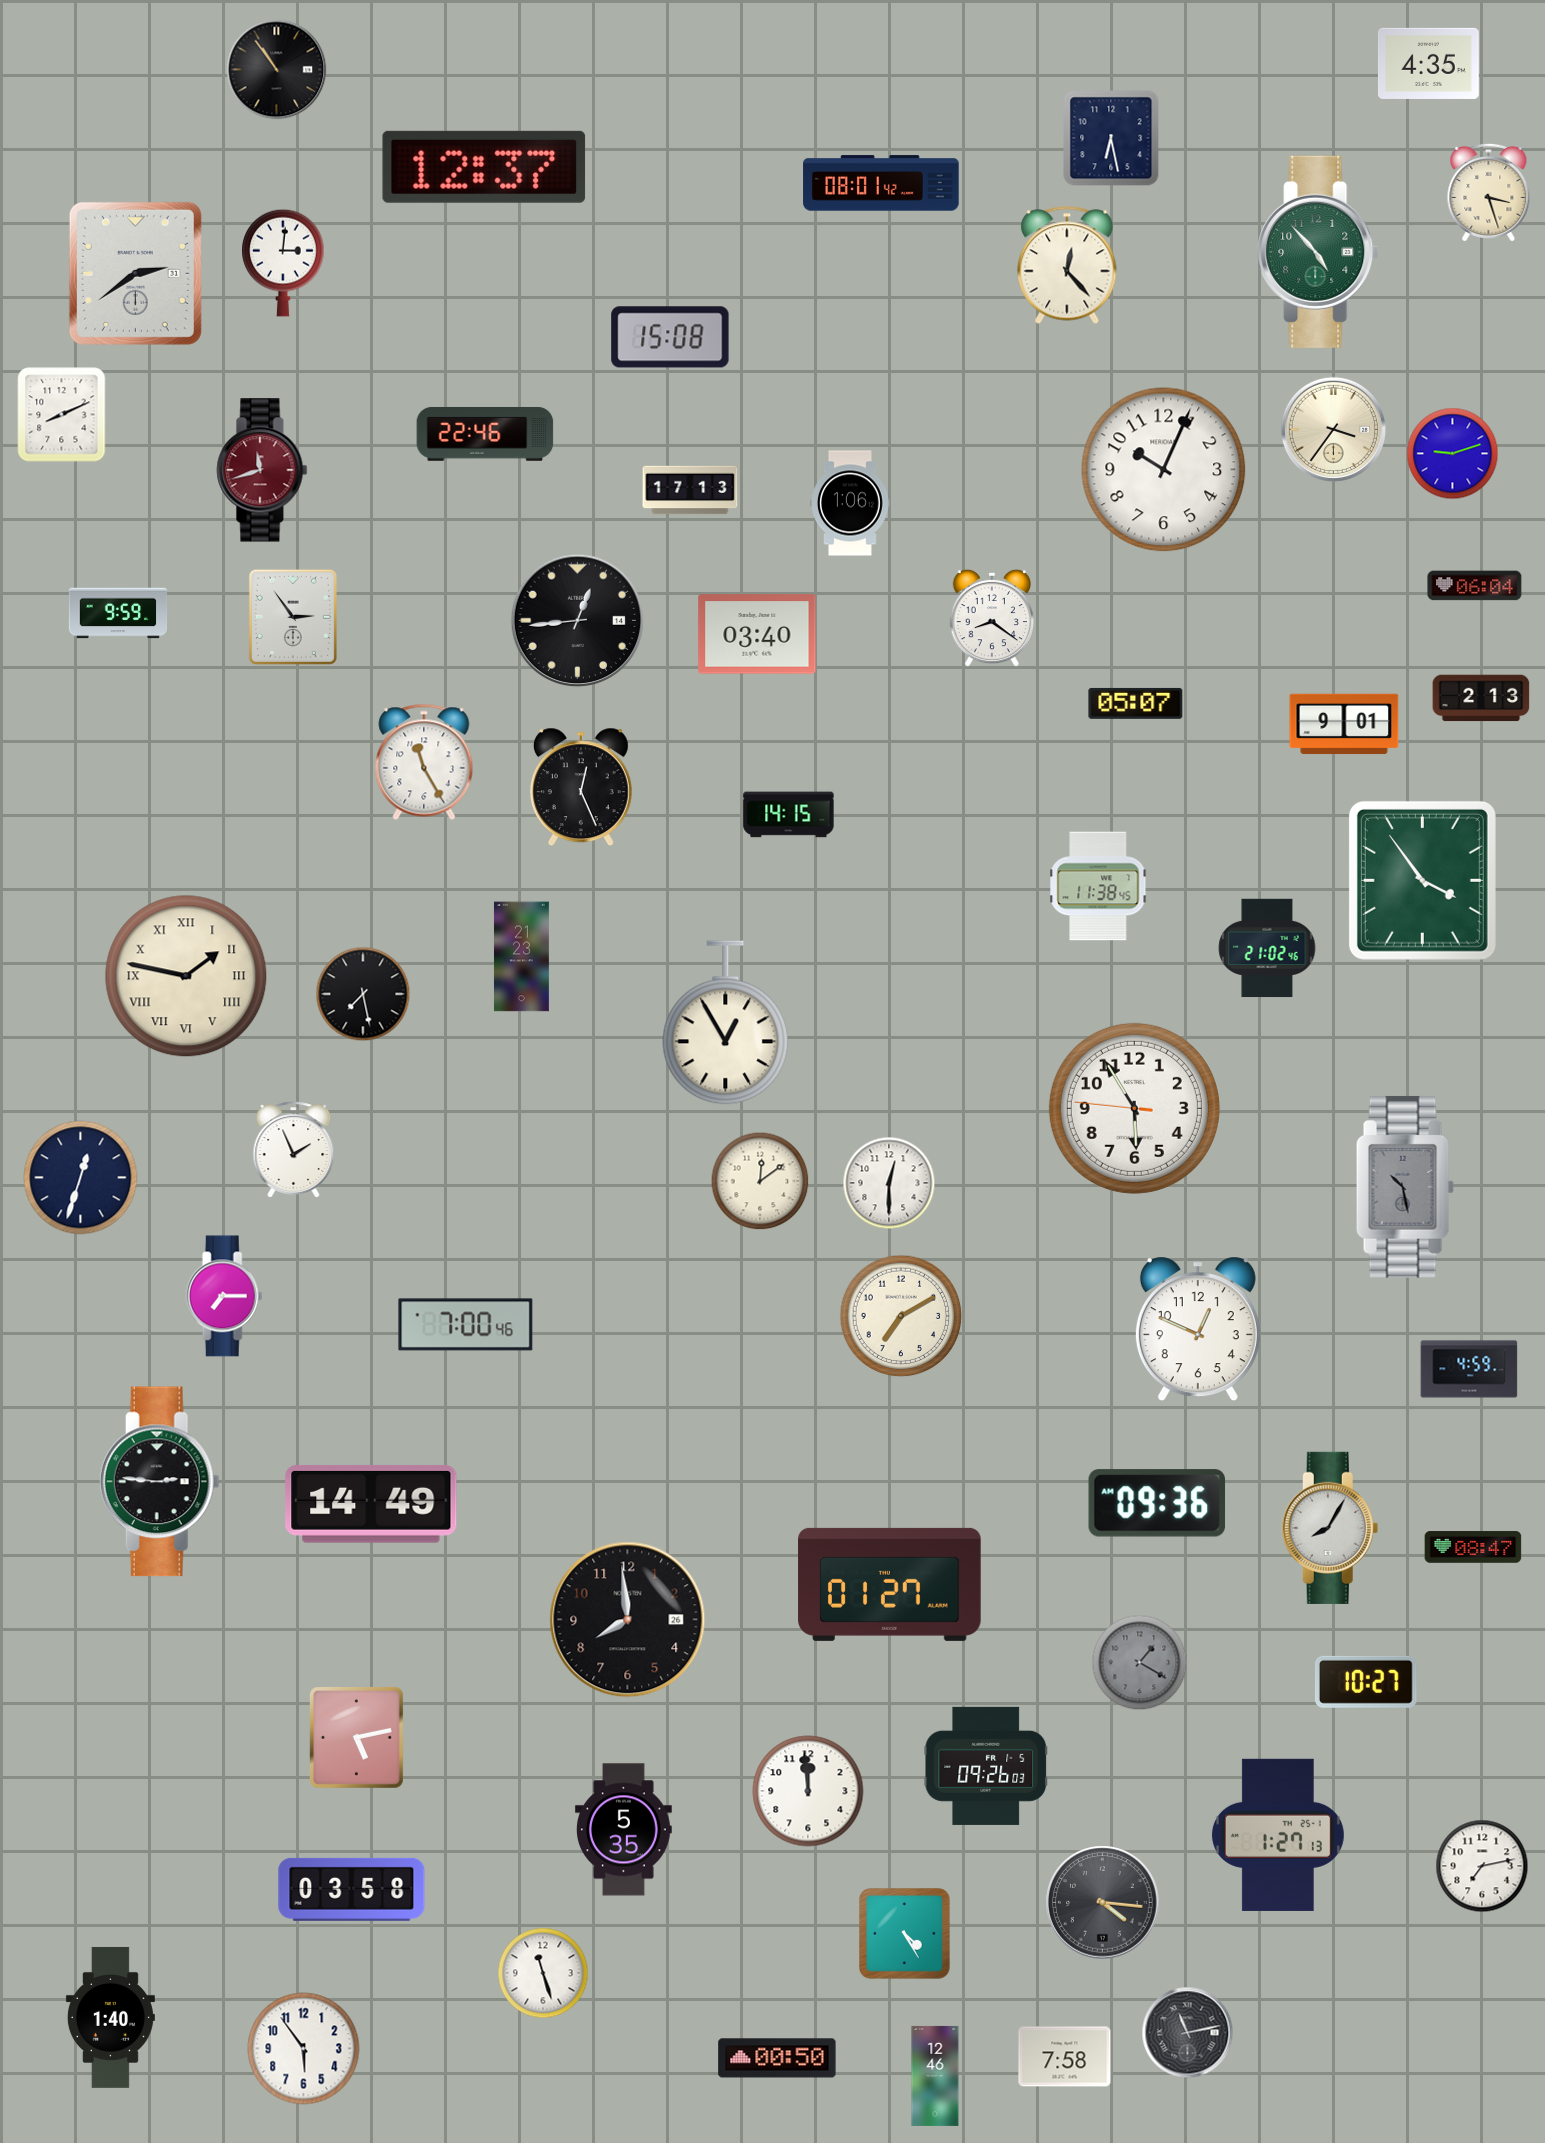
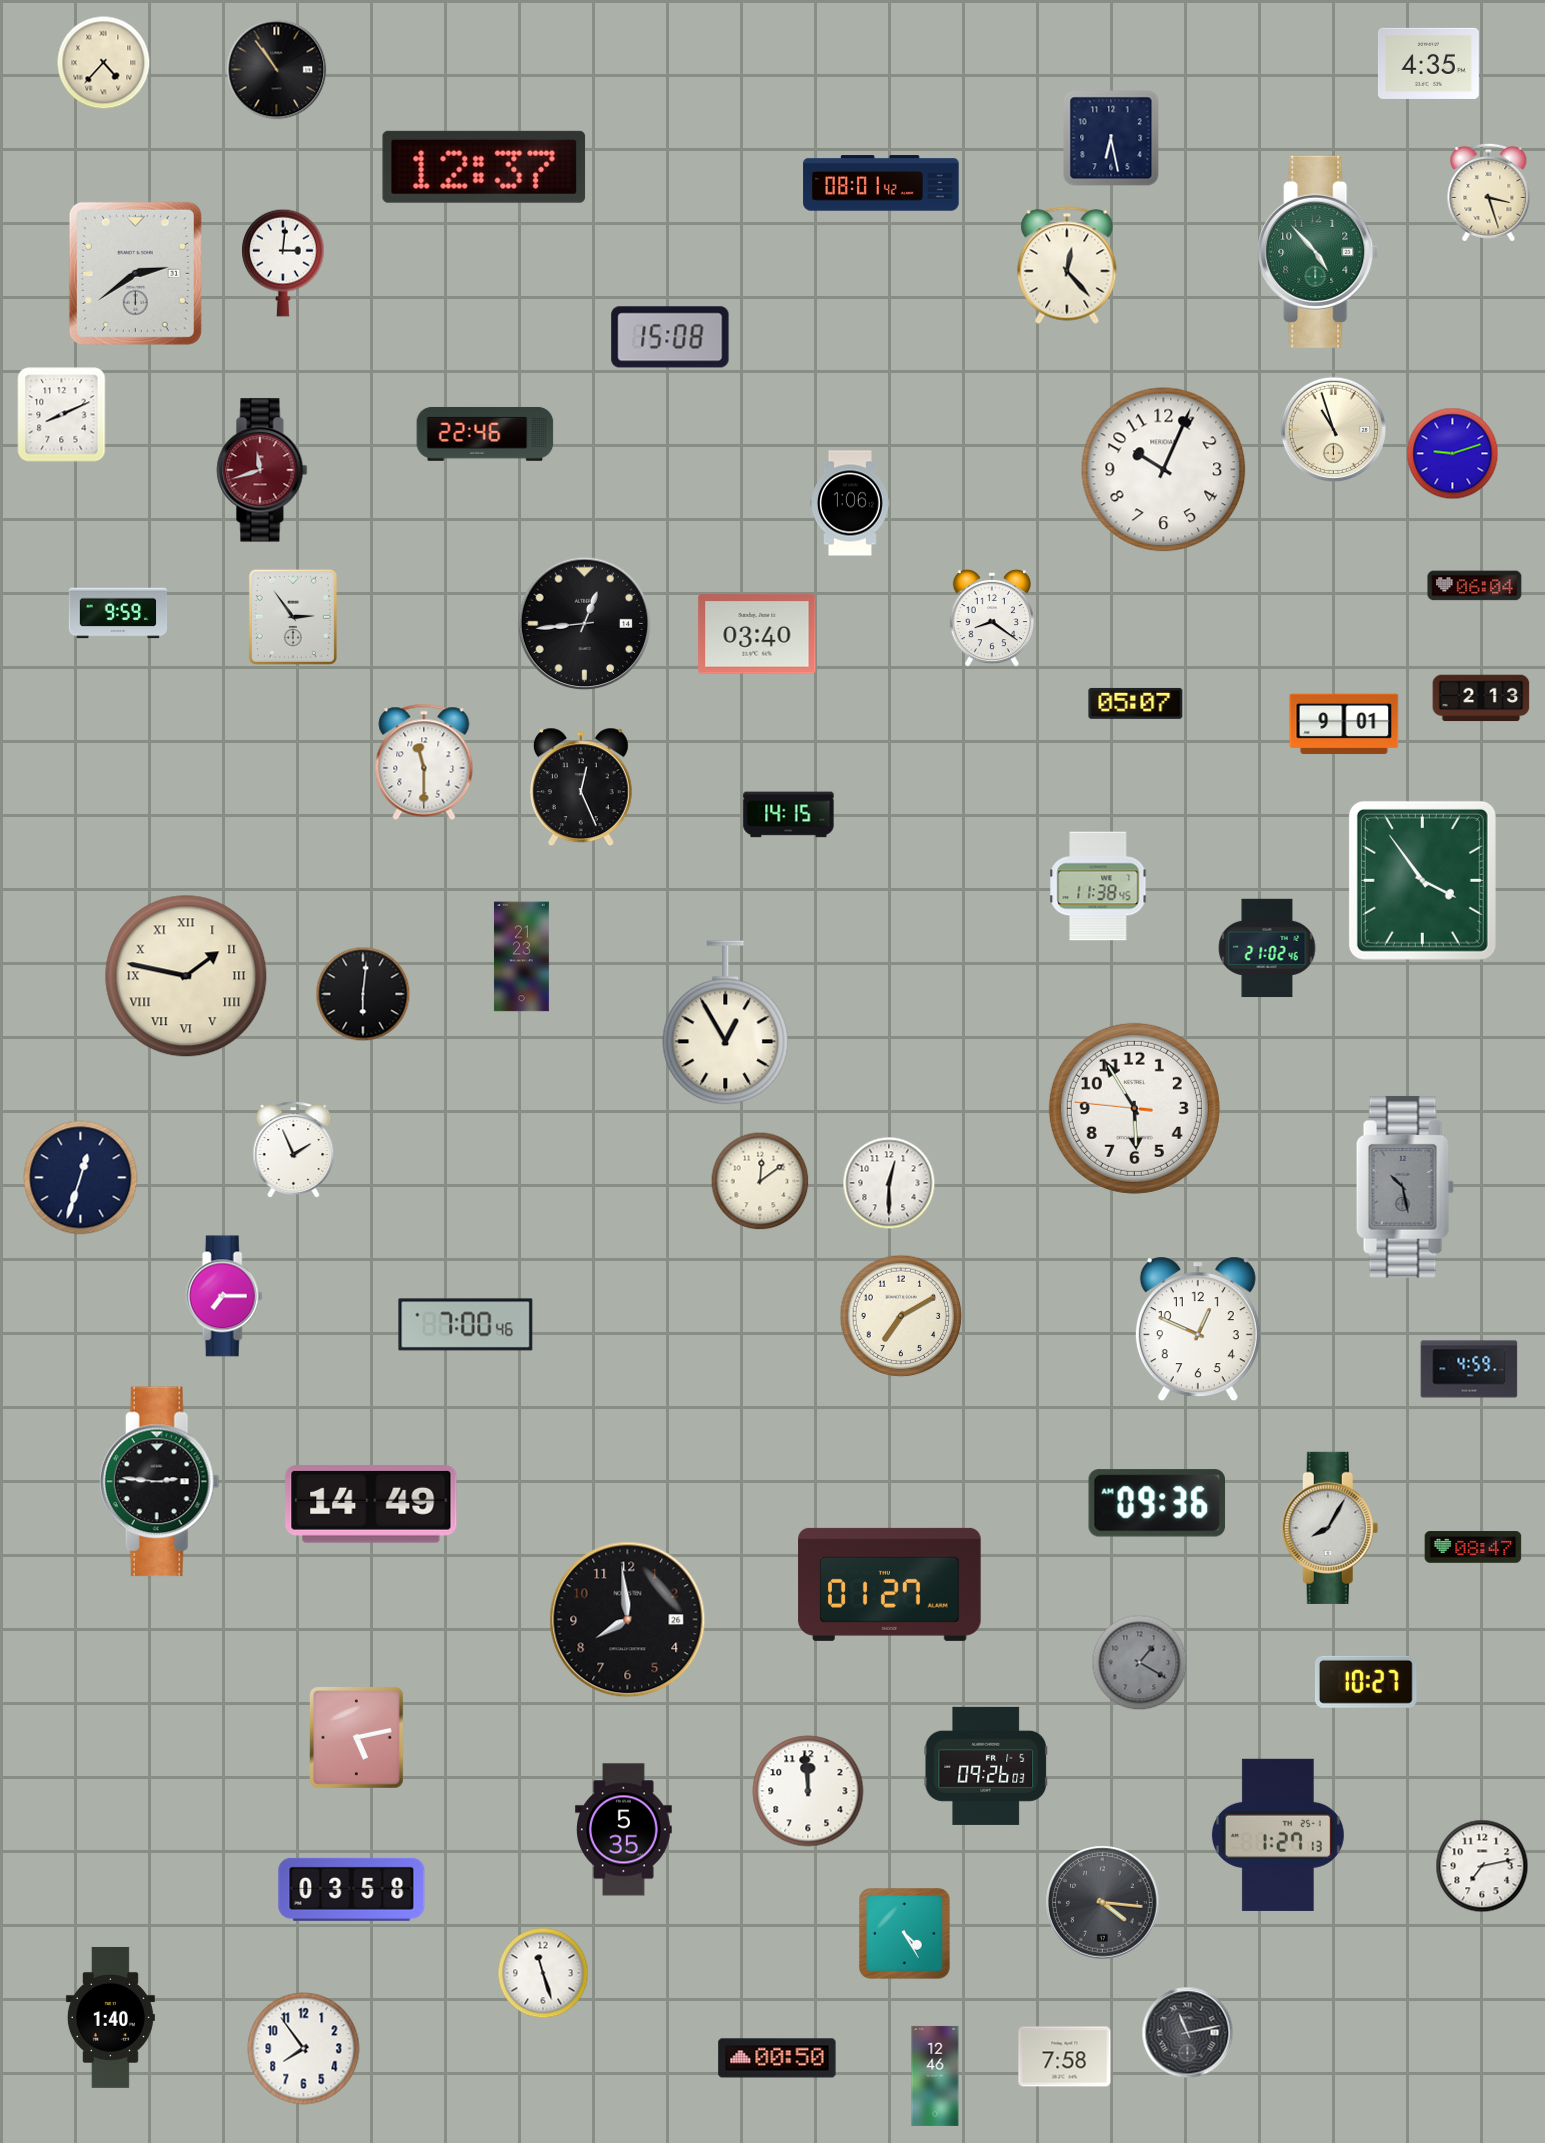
clock at (104, 63): none -> 4:37
clock at (1333, 429): 3:36 -> 10:57
clock at (690, 490): 17:13 -> none
clock at (578, 621) position: (578, 621) -> (585, 624)
clock at (424, 762): 11:25 -> 11:30
clock at (363, 994): 7:28 -> 6:01
clock at (304, 2049): 5:54 -> 7:54
